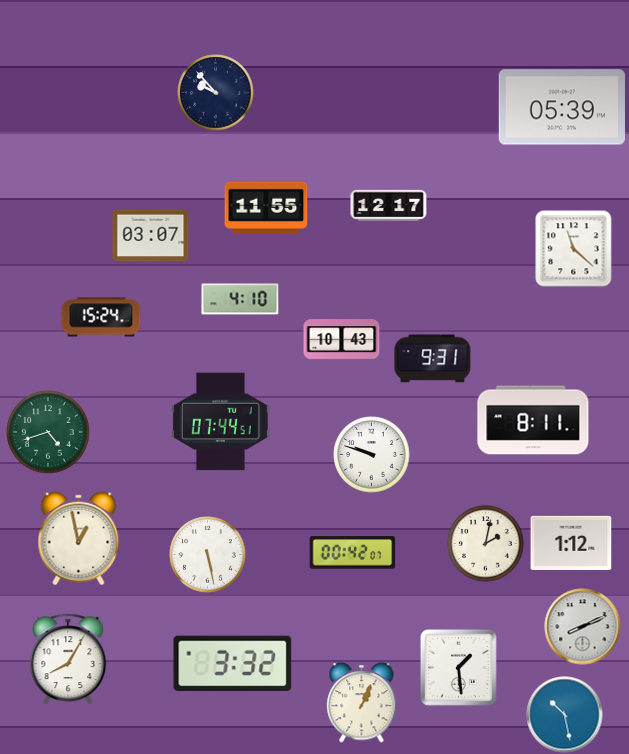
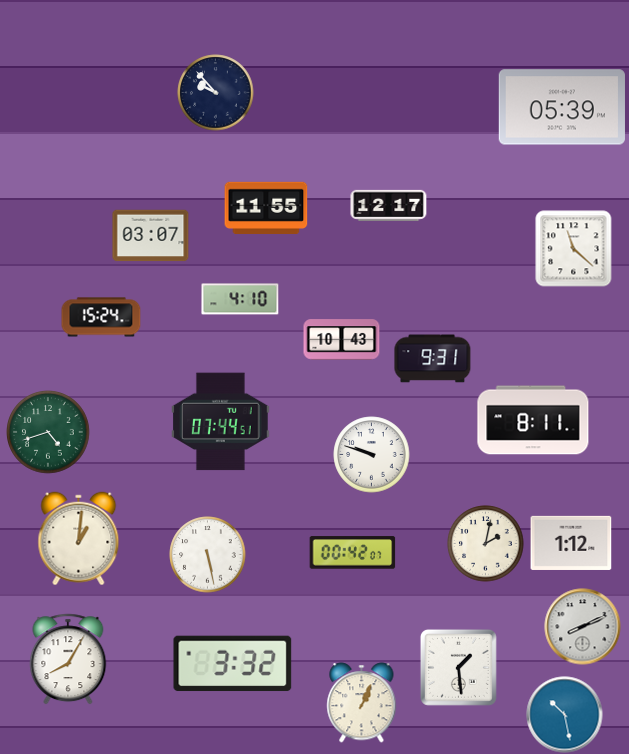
clock at (79, 539): 12:58 -> 1:01
